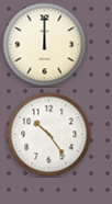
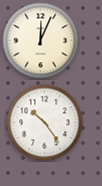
clock at (45, 45): 12:00 -> 12:04
